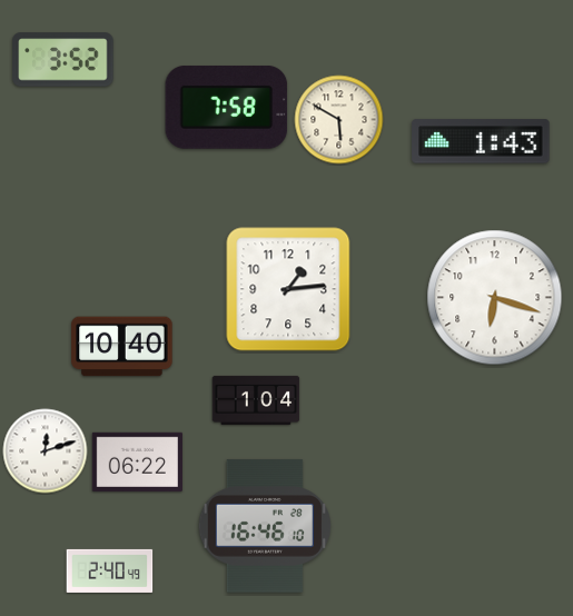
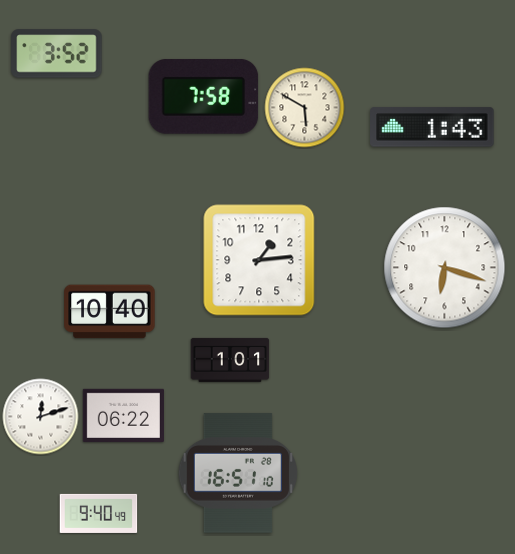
clock at (256, 400): 1:04 -> 1:01
clock at (46, 451) position: (46, 451) -> (41, 417)
clock at (264, 526): 16:46 -> 16:51
clock at (110, 570): 2:40 -> 9:40
